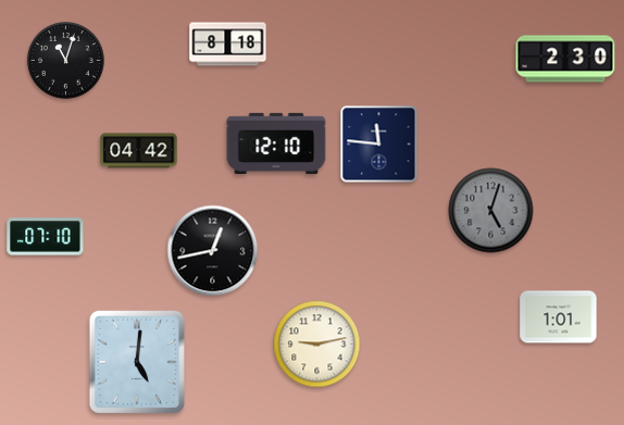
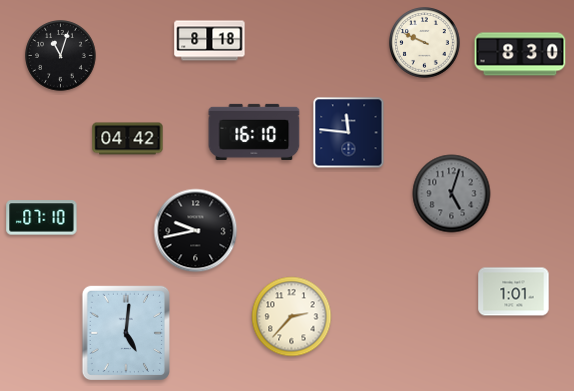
clock at (425, 43): none -> 9:49
clock at (565, 59): 2:30 -> 8:30
clock at (276, 143): 12:10 -> 16:10
clock at (213, 251): 12:43 -> 9:43
clock at (317, 345): 9:13 -> 2:37
